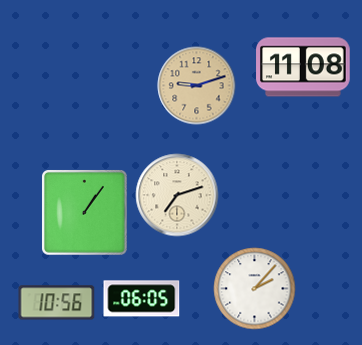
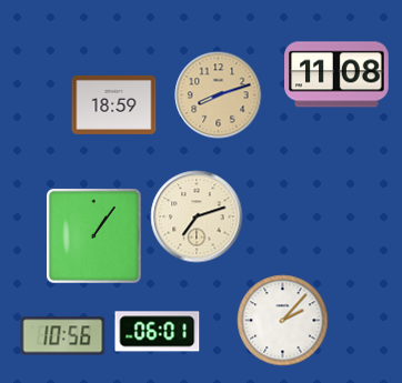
clock at (197, 86): 9:12 -> 8:12
clock at (114, 104): none -> 18:59
clock at (142, 299): 06:05 -> 06:01
